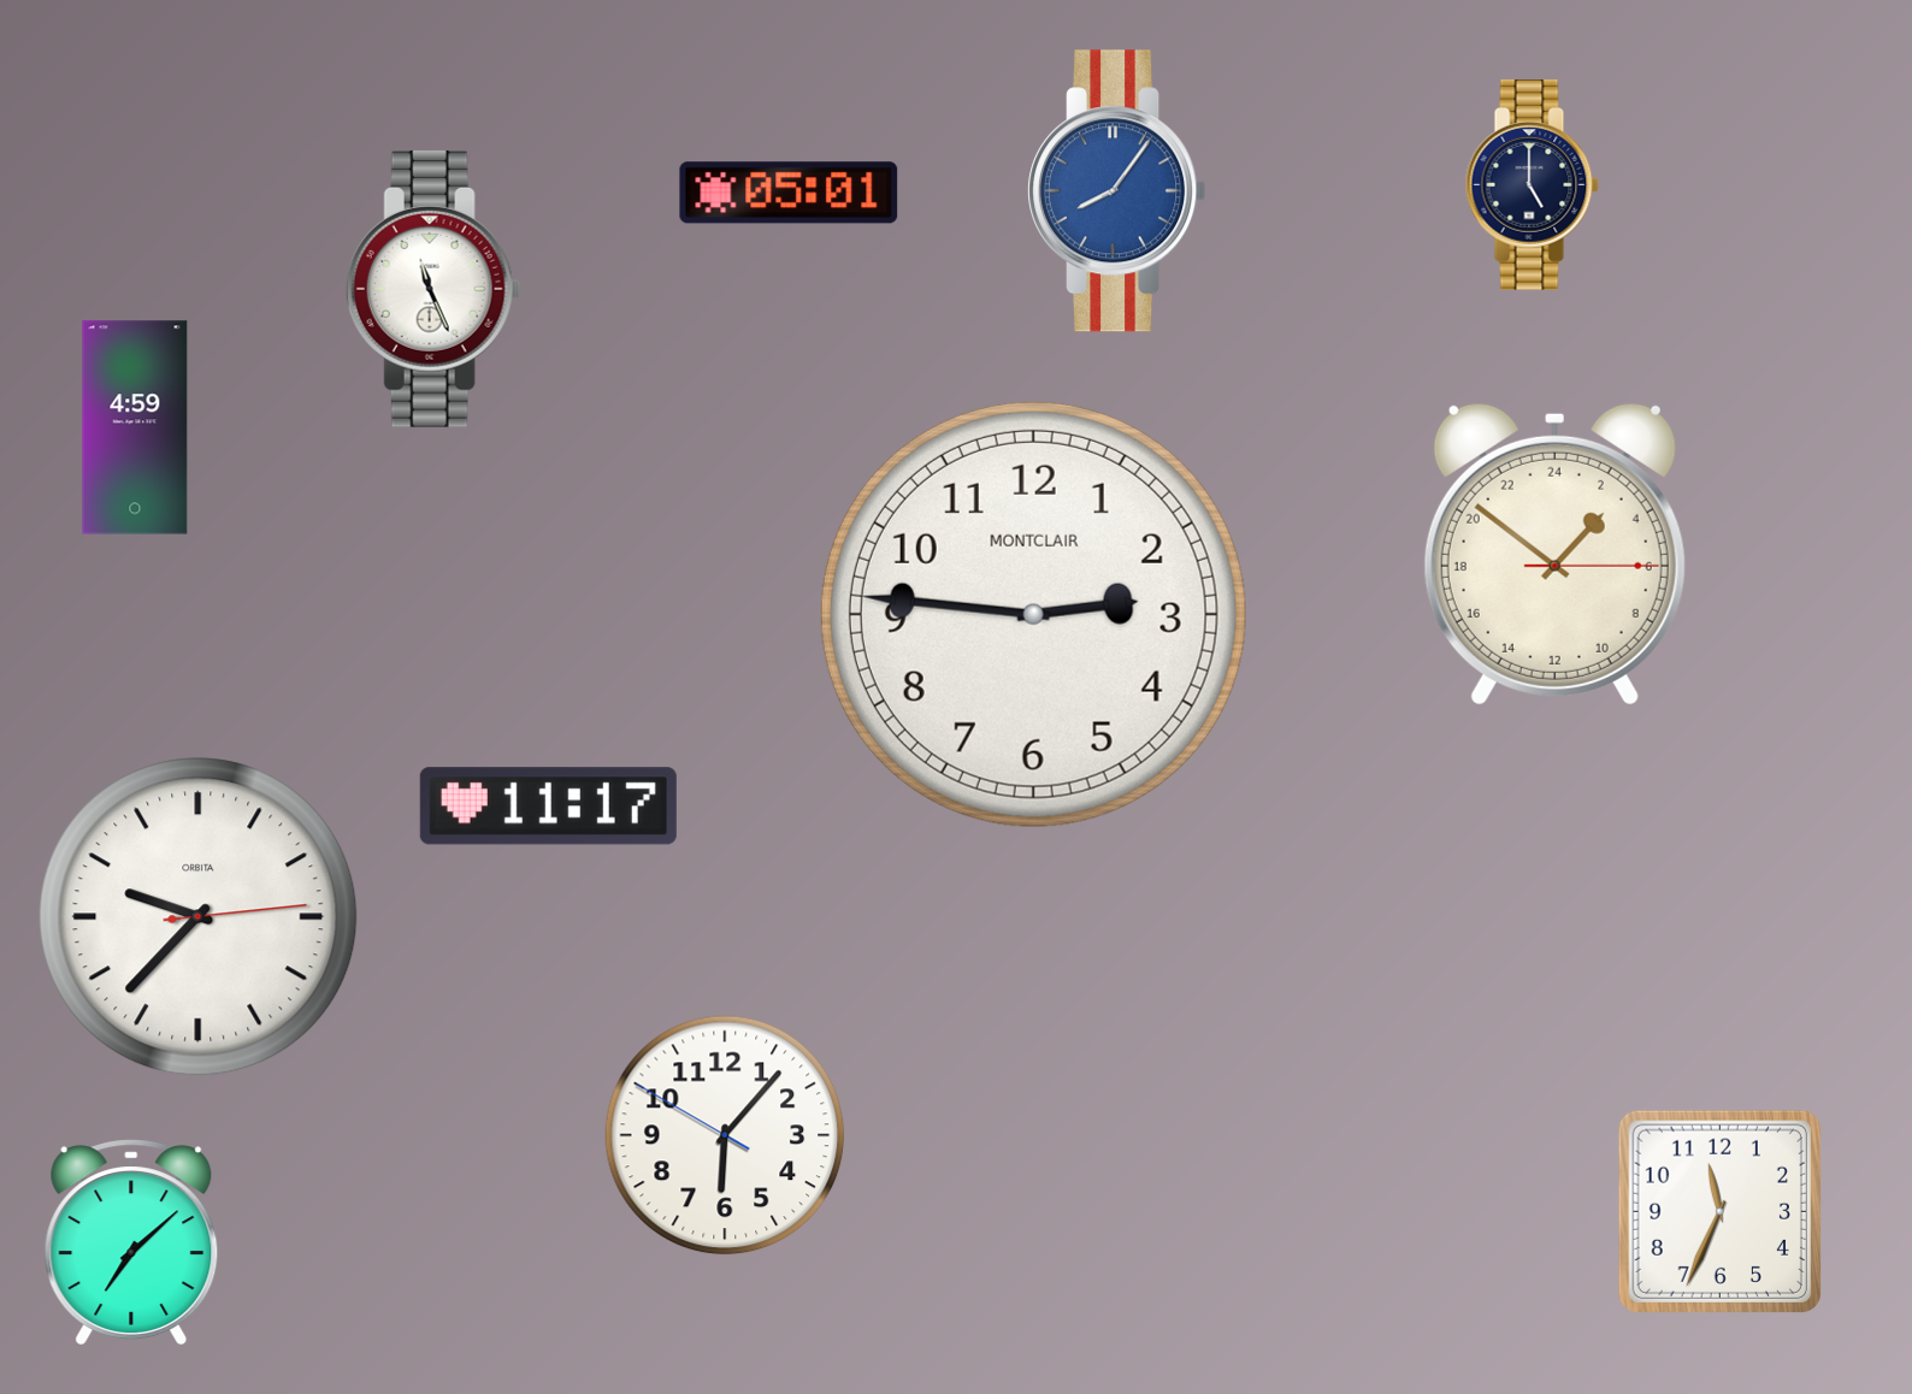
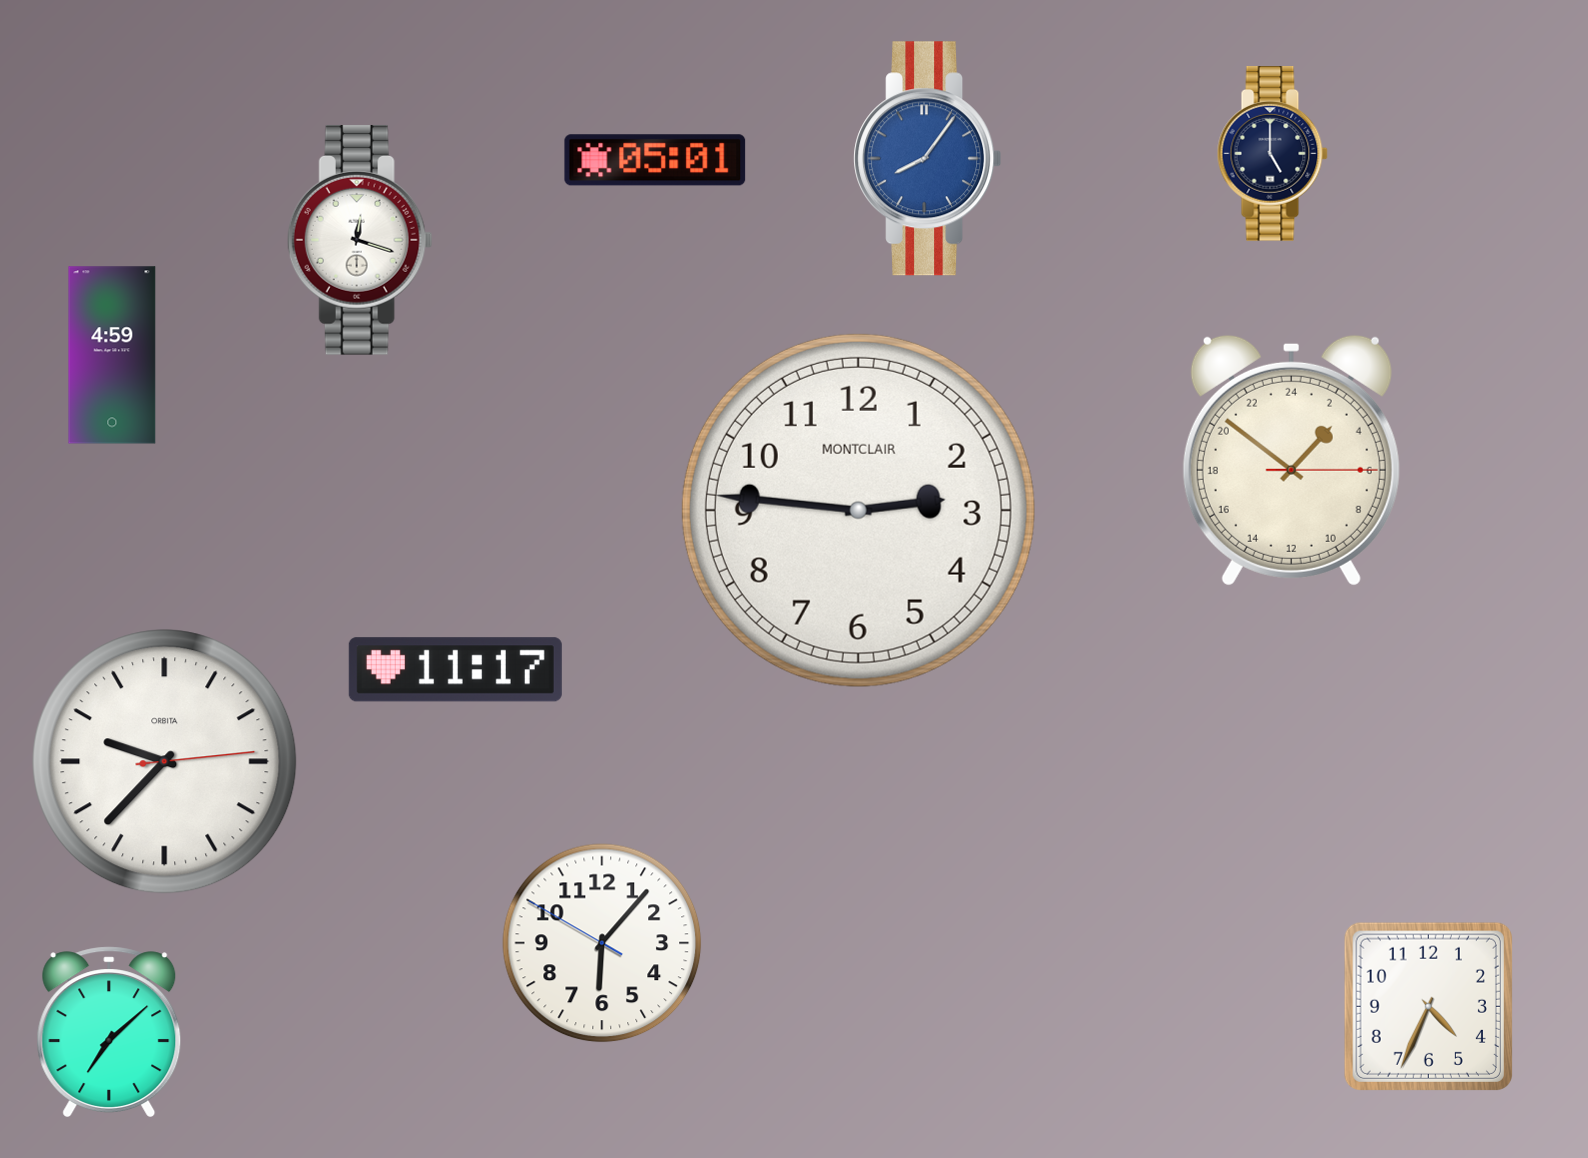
clock at (433, 289): 11:26 -> 12:18
clock at (1719, 1211): 11:34 -> 4:34
